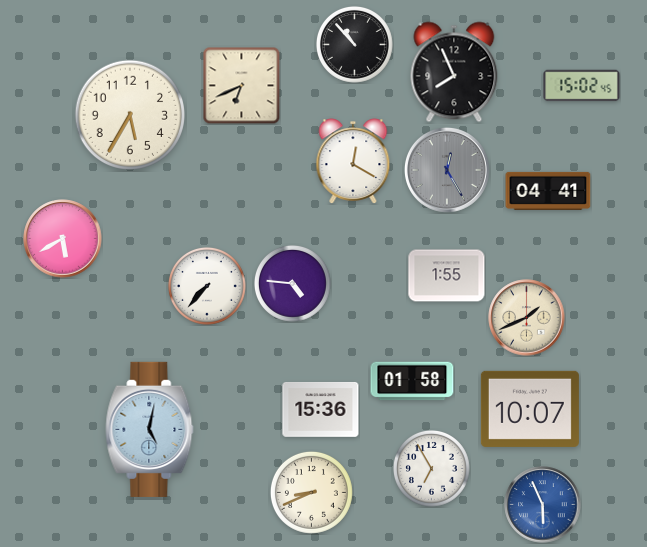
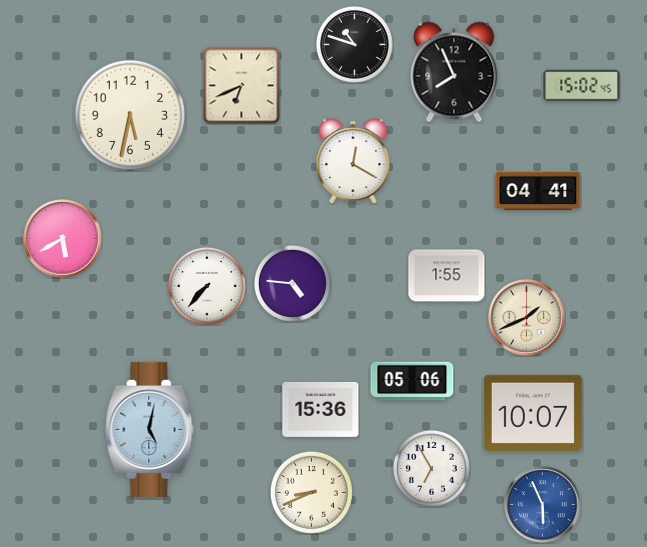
clock at (355, 45): 10:53 -> 10:48
clock at (129, 114): 5:35 -> 5:32
clock at (447, 170): 12:25 -> none
clock at (548, 191) position: (548, 191) -> (538, 191)
clock at (412, 381): 01:58 -> 05:06
clock at (530, 409) position: (530, 409) -> (533, 413)
